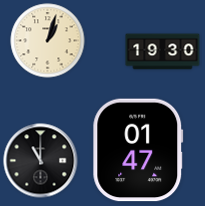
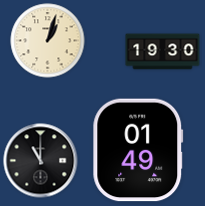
clock at (138, 150): 01:47 -> 01:49
